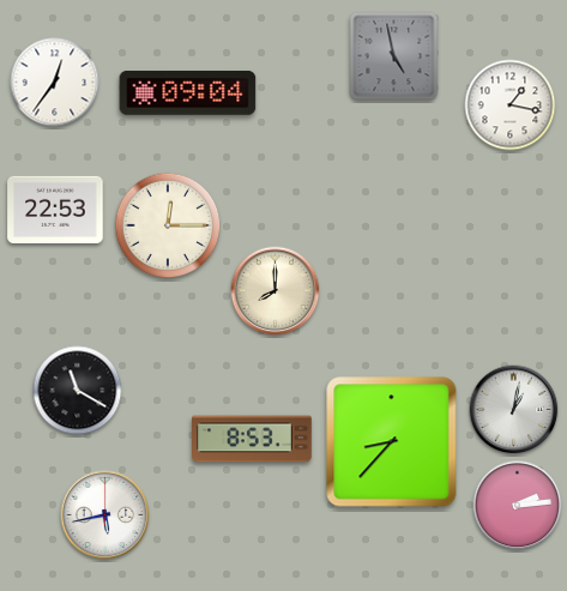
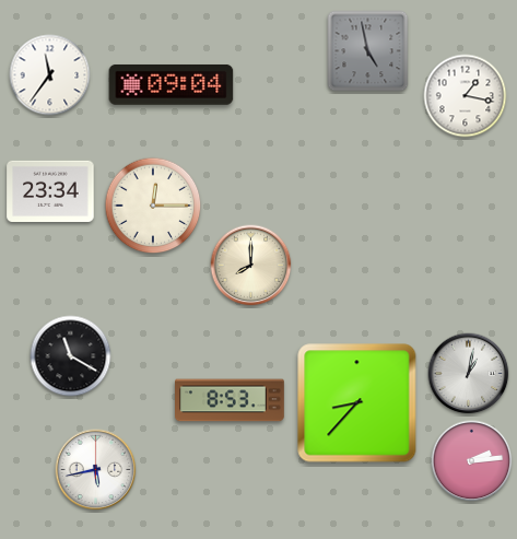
clock at (394, 56) position: (394, 56) -> (368, 51)
clock at (55, 83): 12:36 -> 11:36
clock at (55, 209): 22:53 -> 23:34
